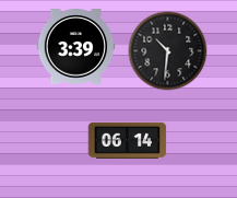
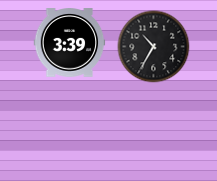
clock at (168, 51): 10:31 -> 10:35
clock at (128, 140): 06:14 -> none
